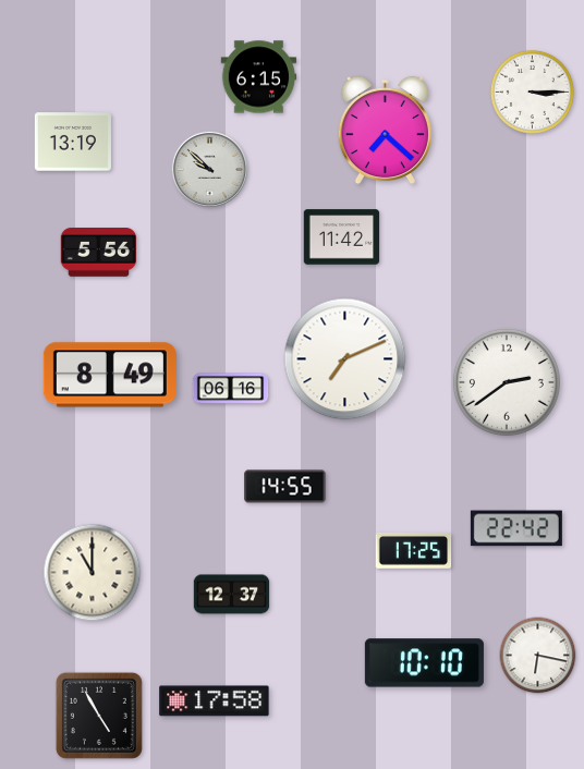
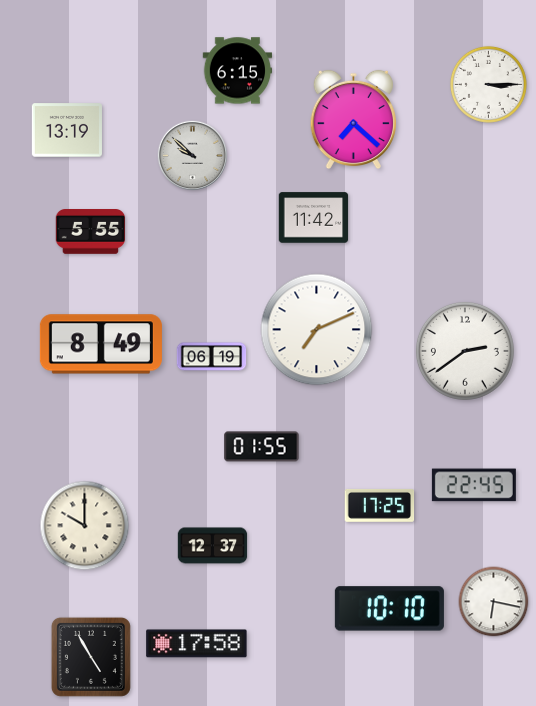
clock at (99, 253): 5:56 -> 5:55
clock at (231, 389): 06:16 -> 06:19
clock at (285, 487): 14:55 -> 01:55
clock at (516, 528): 22:42 -> 22:45
clock at (93, 573): 11:00 -> 10:00
